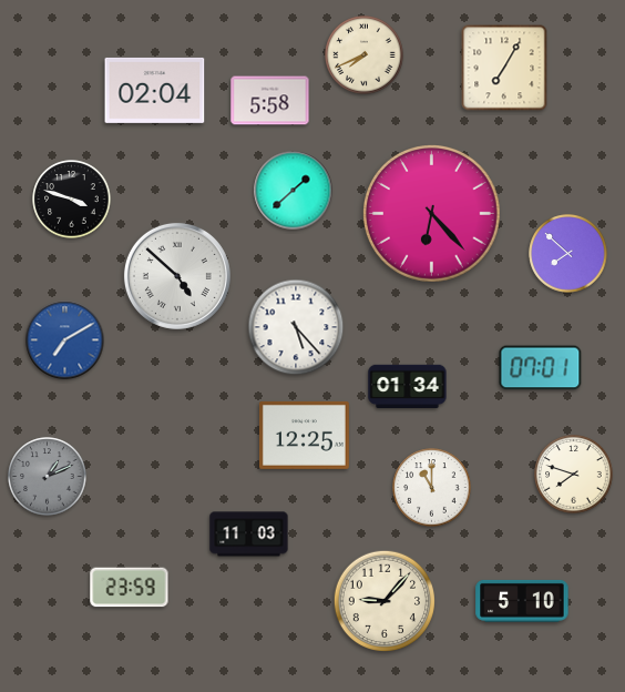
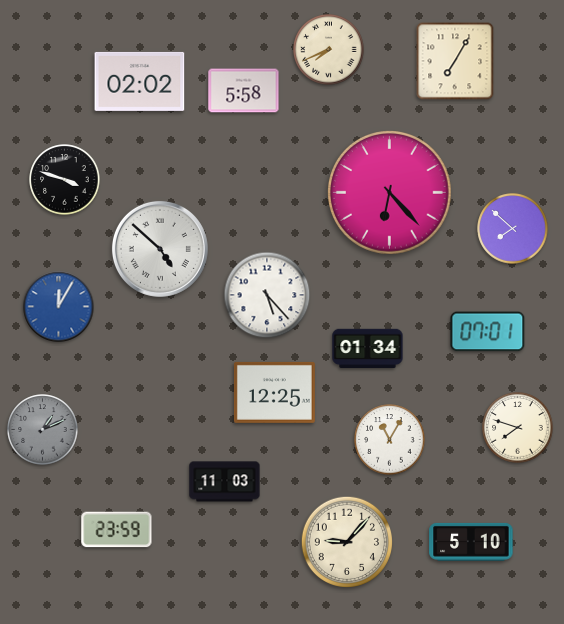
clock at (155, 90): 02:04 -> 02:02
clock at (294, 191): 1:38 -> none
clock at (65, 340): 7:10 -> 12:05
clock at (432, 488): 11:00 -> 11:05
